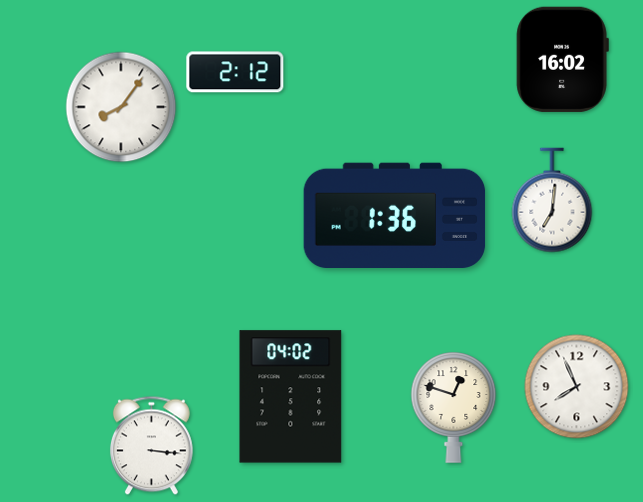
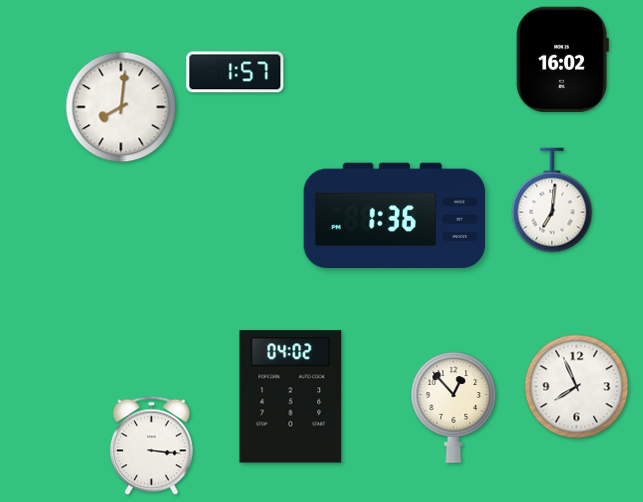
clock at (235, 72): 2:12 -> 1:57
clock at (121, 107): 8:06 -> 8:01
clock at (454, 407): 12:48 -> 12:53
